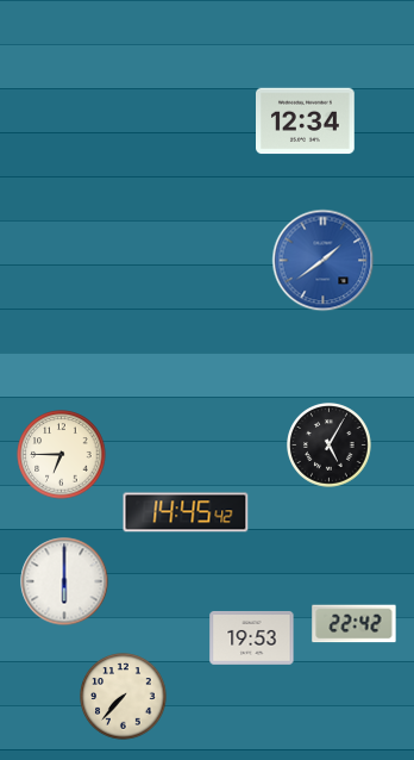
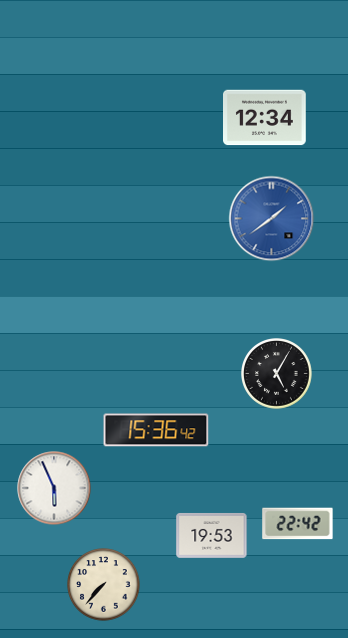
clock at (306, 122) position: (306, 122) -> (265, 118)
clock at (62, 455): 6:45 -> none
clock at (186, 512): 14:45 -> 15:36
clock at (64, 581): 6:00 -> 5:56
